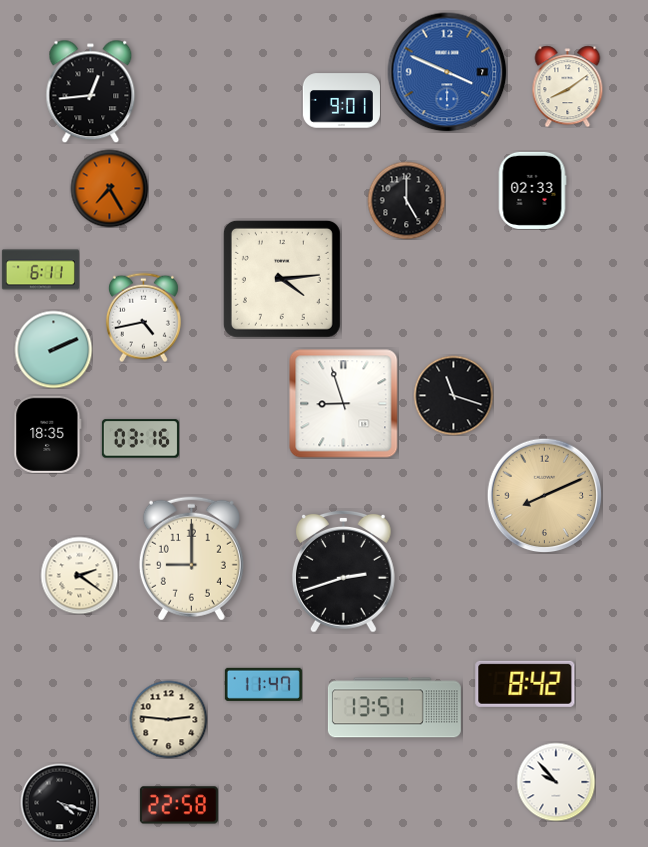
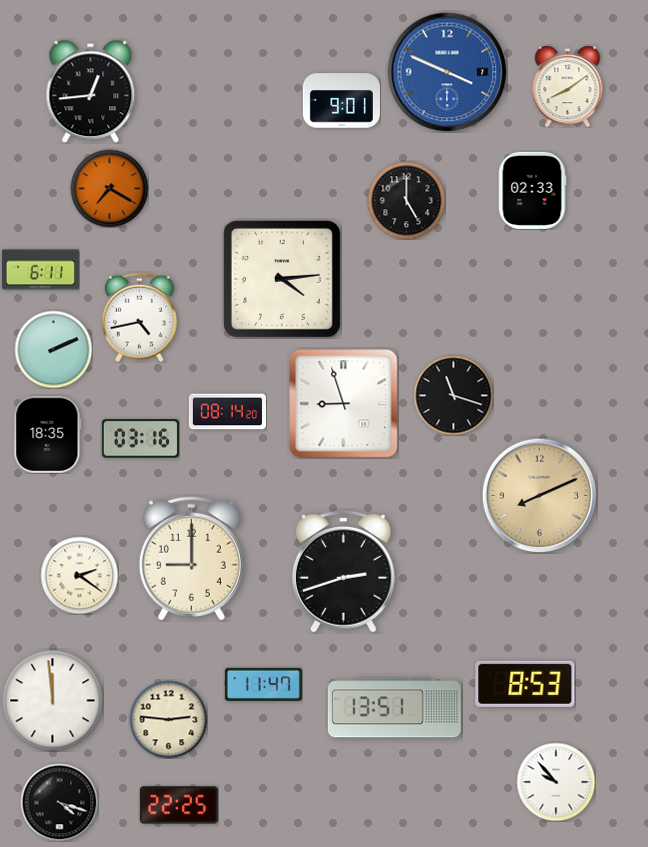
clock at (109, 188): 7:25 -> 7:20
clock at (143, 317) position: (143, 317) -> (139, 317)
clock at (227, 412): none -> 08:14
clock at (544, 495) position: (544, 495) -> (539, 495)
clock at (525, 684): 8:42 -> 8:53
clock at (53, 701): none -> 11:59
clock at (179, 805): 22:58 -> 22:25
